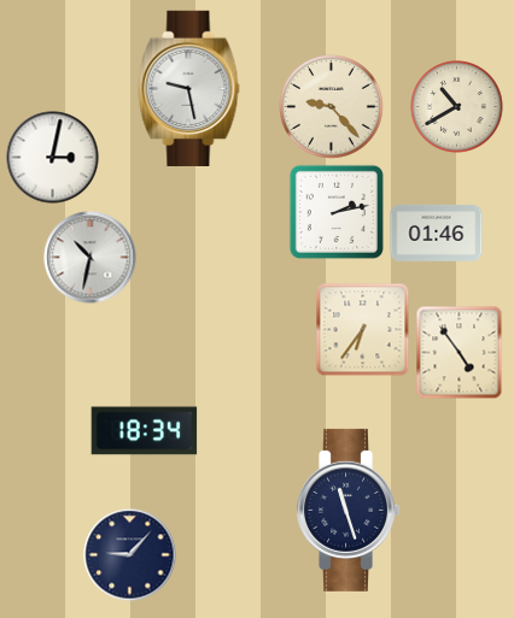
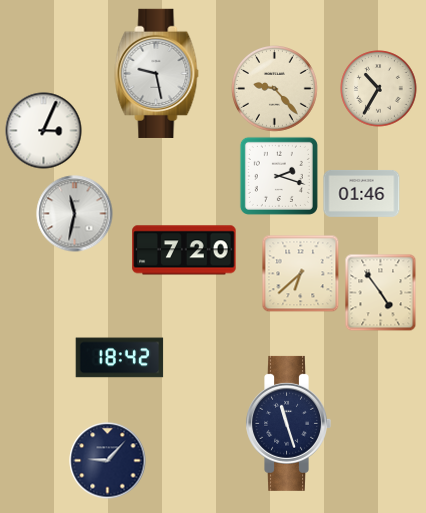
clock at (457, 107): 10:40 -> 10:35
clock at (53, 158): 3:02 -> 3:04
clock at (337, 212): 2:13 -> 2:18
clock at (90, 258): 10:32 -> 11:32
clock at (184, 250): none -> 7:20
clock at (362, 329): 6:36 -> 6:38
clock at (145, 431): 18:34 -> 18:42
